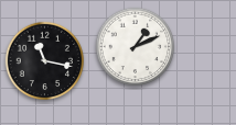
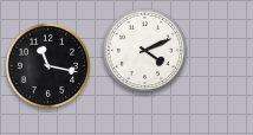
clock at (136, 47): 1:11 -> 4:11
